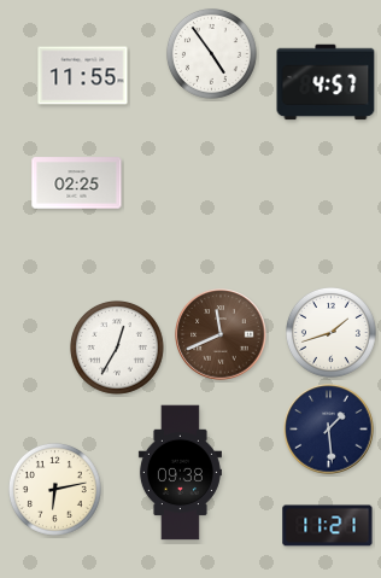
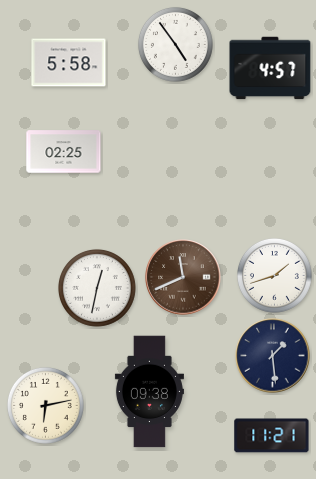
clock at (83, 76): 11:55 -> 5:58
clock at (117, 348): 12:35 -> 12:32
